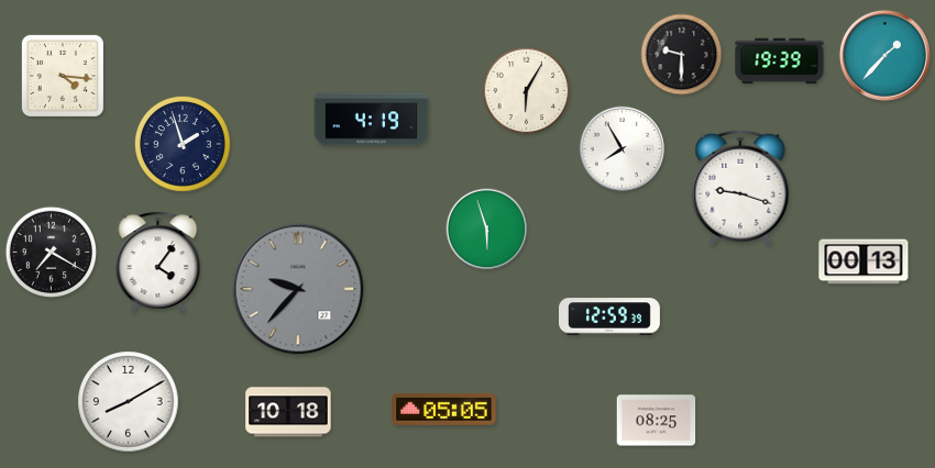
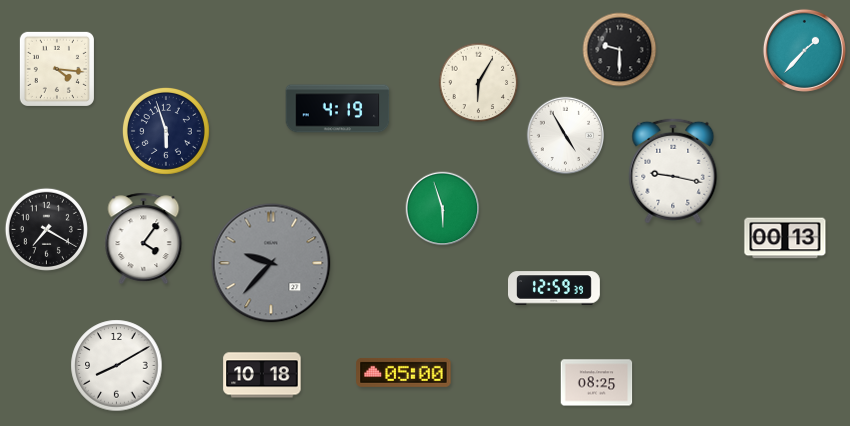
clock at (780, 62): 19:39 -> none
clock at (183, 144): 1:57 -> 5:57
clock at (621, 148): 7:55 -> 4:55
clock at (740, 188): 9:18 -> 9:17
clock at (444, 409): 05:05 -> 05:00
